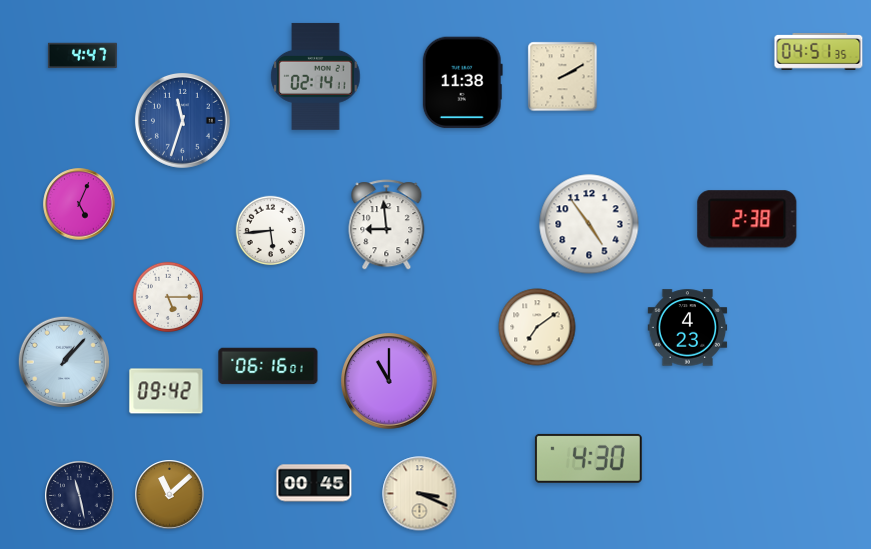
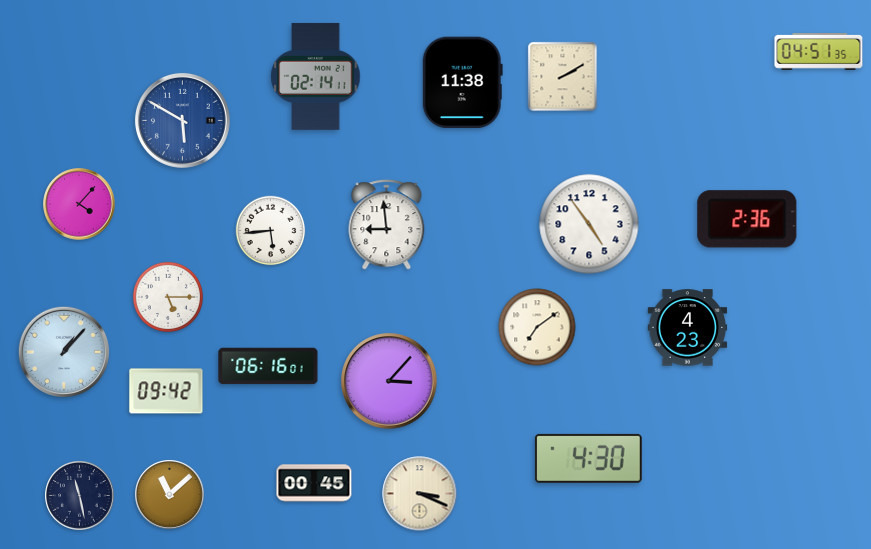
clock at (82, 56): 4:47 -> none
clock at (182, 120): 11:33 -> 5:50
clock at (79, 204): 5:04 -> 4:07
clock at (747, 219): 2:38 -> 2:36
clock at (64, 362) position: (64, 362) -> (64, 352)
clock at (390, 382): 11:00 -> 3:07
